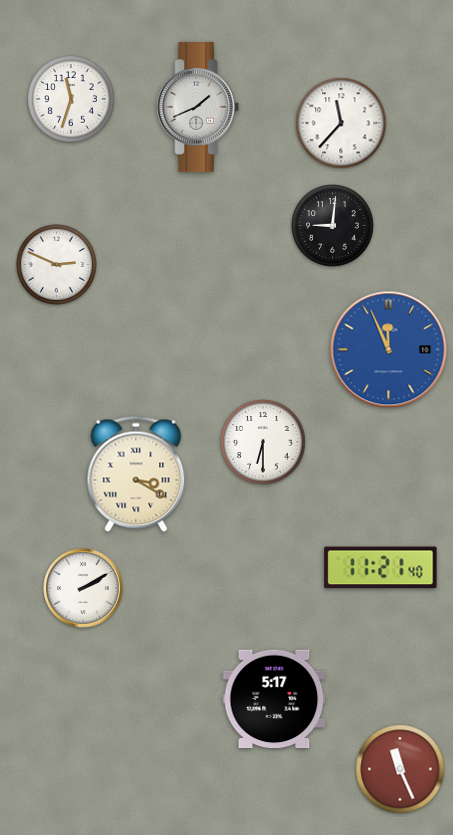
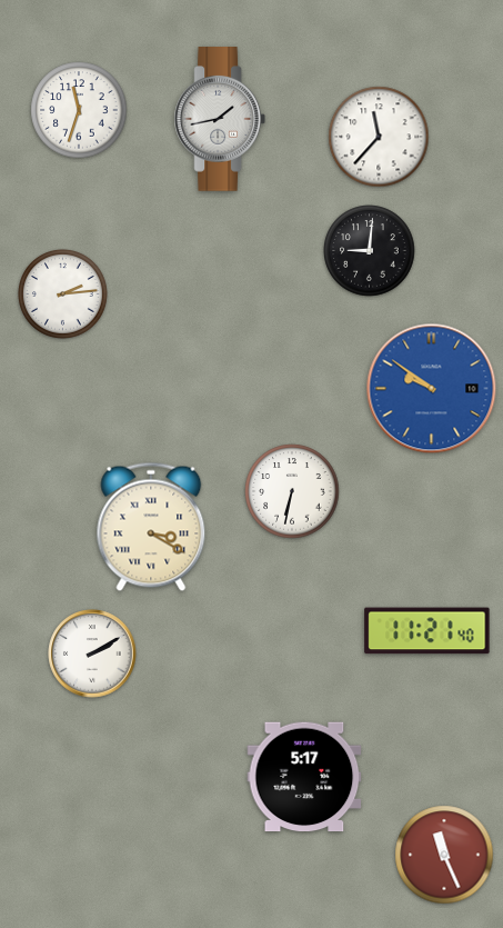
clock at (197, 108): 1:41 -> 1:43
clock at (57, 265): 2:49 -> 2:14
clock at (389, 350): 11:56 -> 9:51
clock at (263, 442): 6:30 -> 6:32
clock at (381, 568) position: (381, 568) -> (427, 631)
